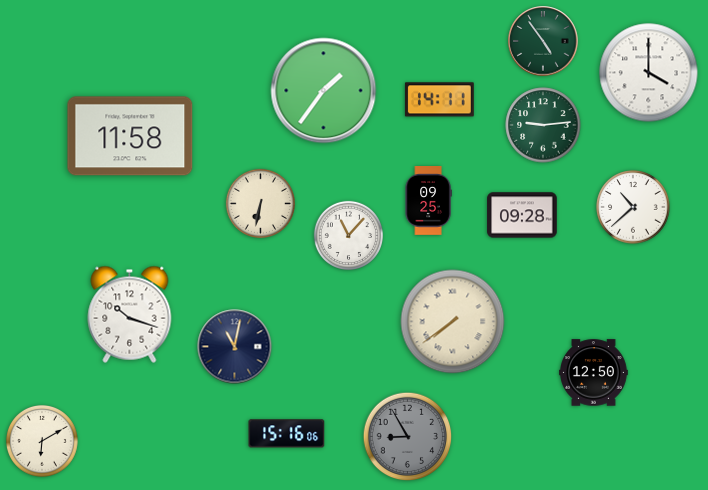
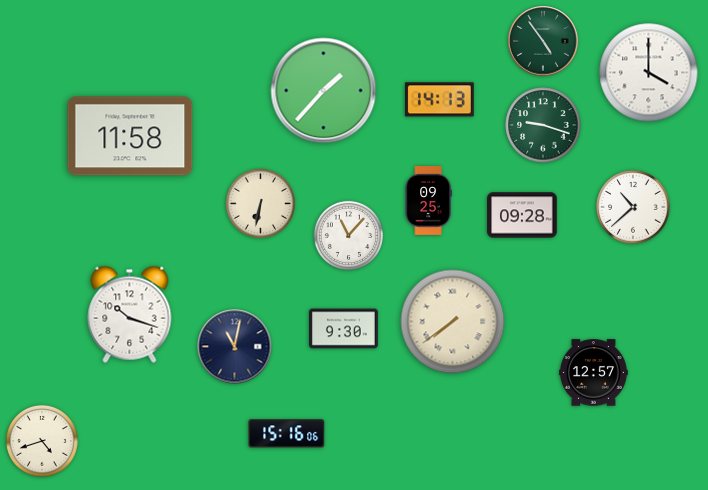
clock at (324, 91): 1:36 -> 1:37
clock at (439, 100): 14:11 -> 14:13
clock at (543, 125): 9:14 -> 9:18
clock at (344, 329): none -> 9:30
clock at (594, 373): 12:50 -> 12:57
clock at (408, 437): 8:55 -> none
clock at (42, 441): 6:10 -> 4:42
